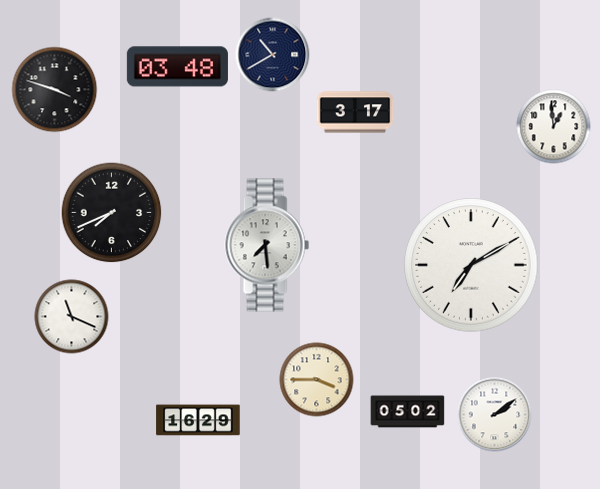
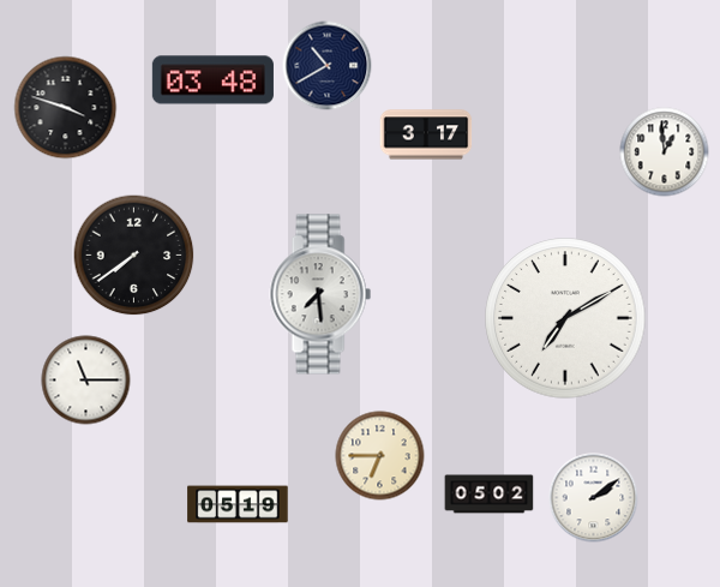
clock at (112, 213): 7:41 -> 7:39
clock at (72, 317): 11:19 -> 11:15
clock at (317, 380): 3:45 -> 6:45
clock at (198, 420): 16:29 -> 05:19
